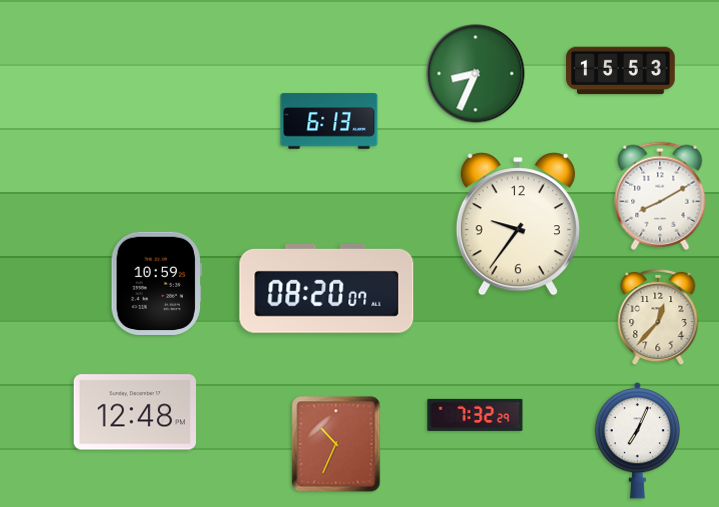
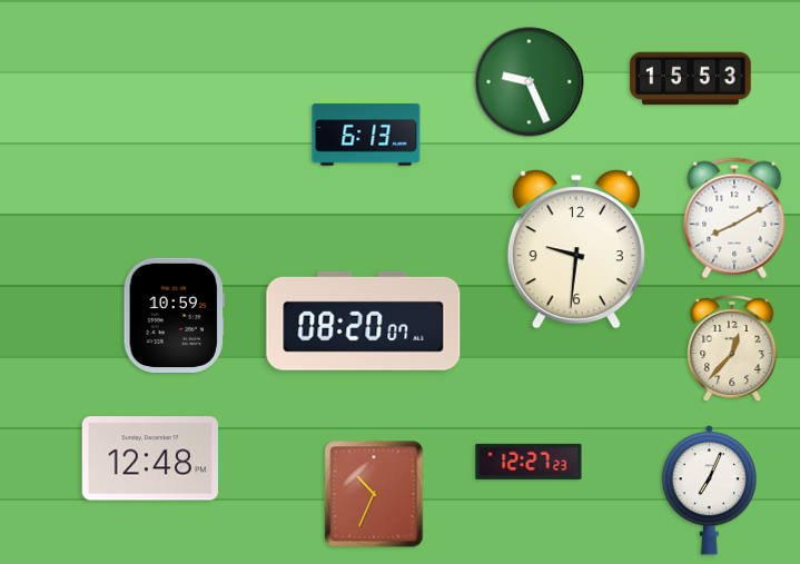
clock at (476, 74): 8:34 -> 9:26
clock at (518, 224): 9:36 -> 9:31
clock at (658, 317) position: (658, 317) -> (732, 348)
clock at (475, 415): 7:32 -> 12:27
